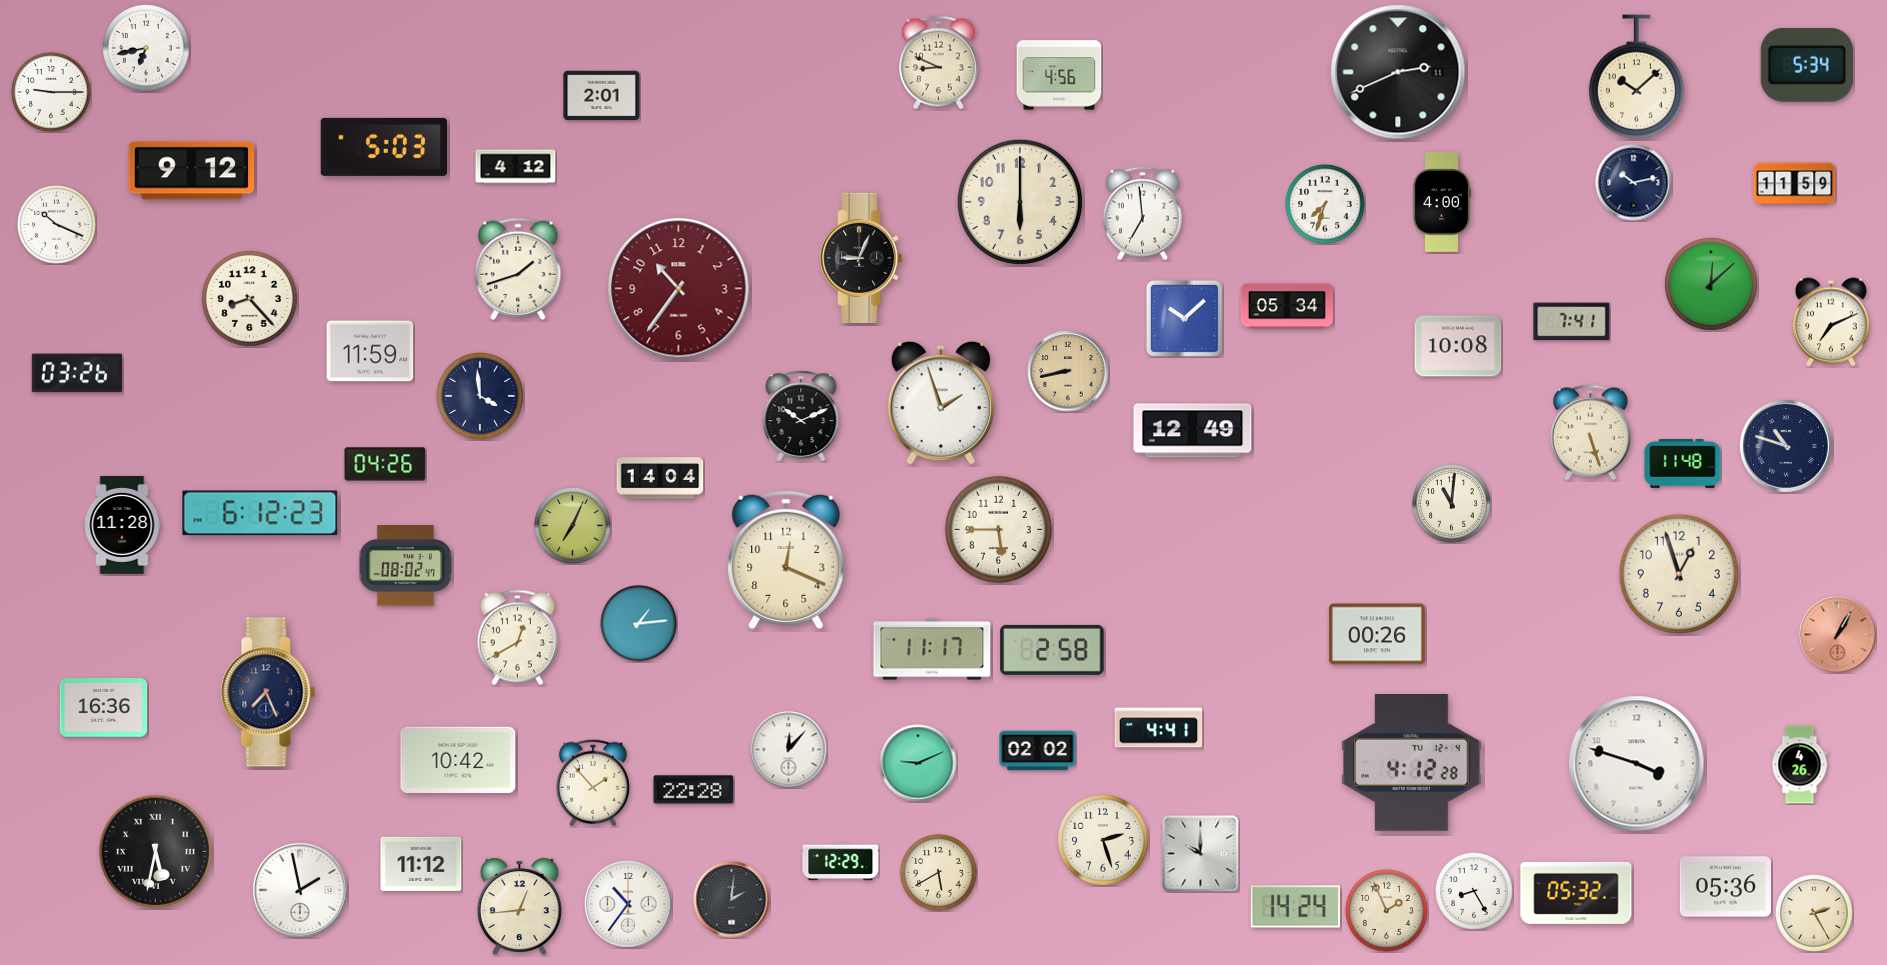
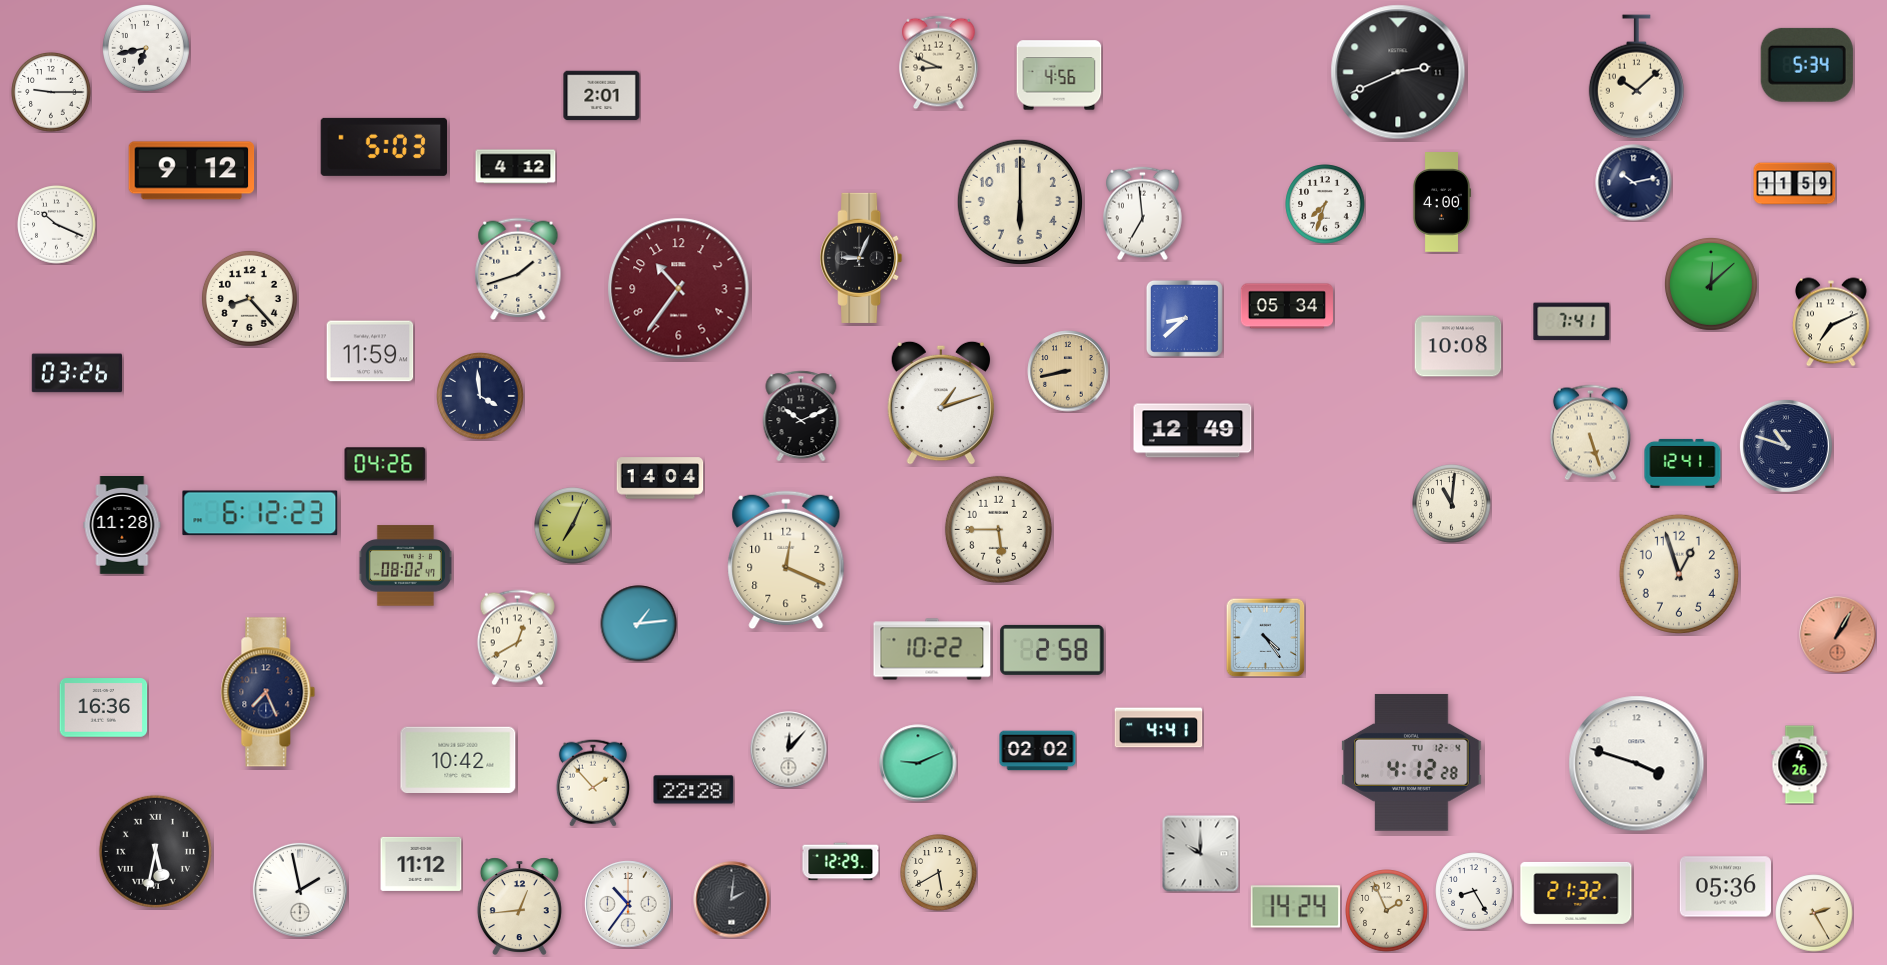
clock at (1184, 318): 10:08 -> 8:38
clock at (940, 403): 1:57 -> 1:12
clock at (1683, 463): 11:48 -> 12:41
clock at (1377, 634): 00:26 -> none
clock at (1265, 637): none -> 4:24
clock at (932, 649): 11:17 -> 10:22
clock at (1103, 840): 2:27 -> none
clock at (1576, 893): 05:32 -> 21:32
